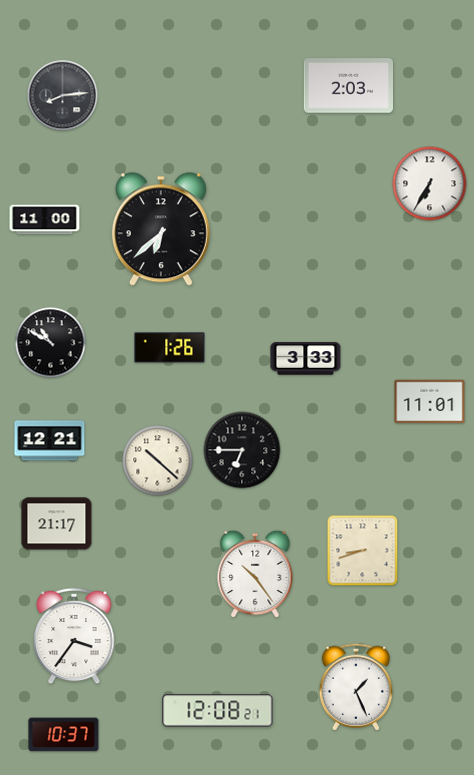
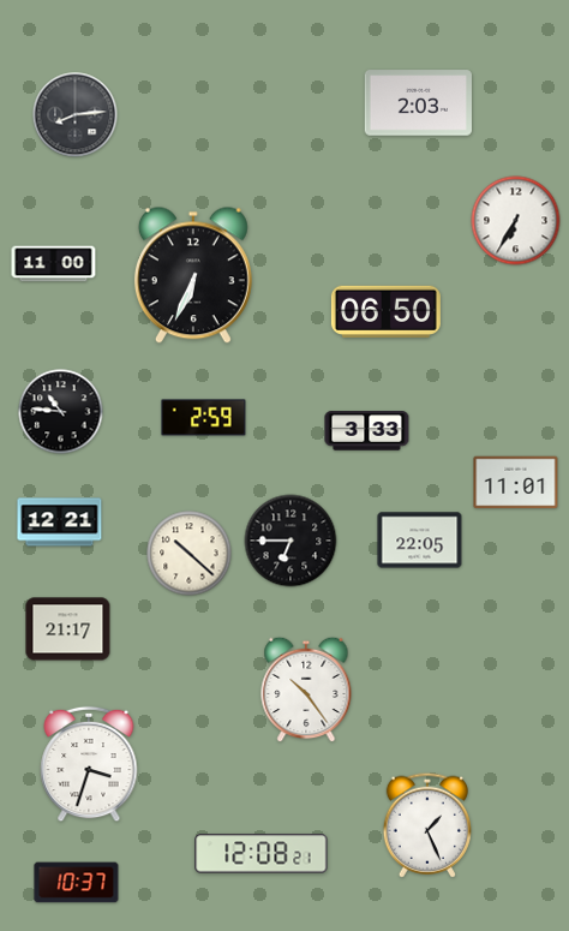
clock at (161, 229): 6:38 -> 6:34
clock at (385, 311): none -> 06:50
clock at (51, 343): 10:50 -> 10:46
clock at (170, 348): 1:26 -> 2:59
clock at (50, 441) position: (50, 441) -> (60, 523)
clock at (420, 541): none -> 22:05
clock at (363, 551): 8:42 -> none
clock at (74, 636): 3:36 -> 3:33
